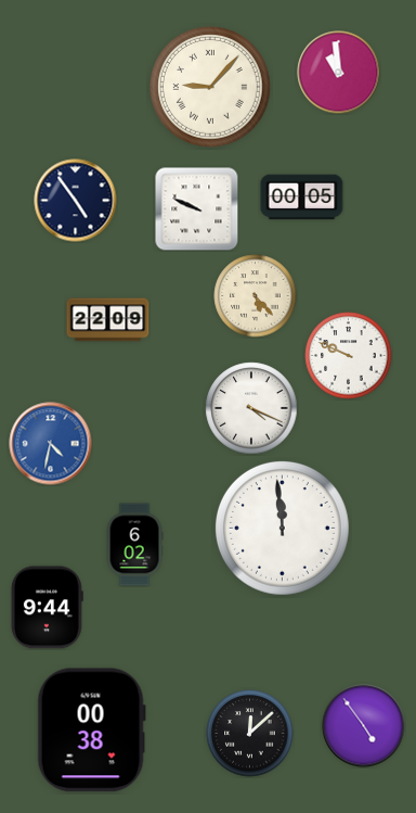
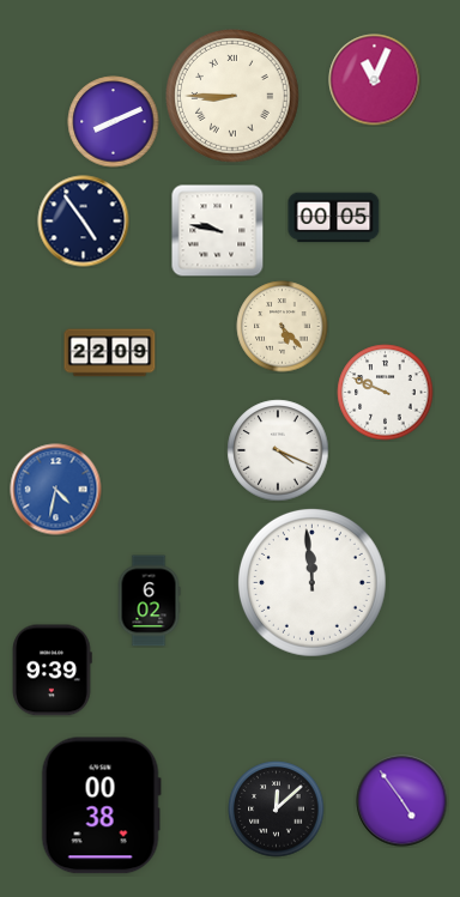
clock at (339, 73): 10:59 -> 11:04
clock at (211, 88): 9:07 -> 8:45
clock at (114, 122): none -> 8:11
clock at (197, 209): 9:49 -> 9:47
clock at (108, 320) position: (108, 320) -> (110, 353)
clock at (48, 608): 9:44 -> 9:39
